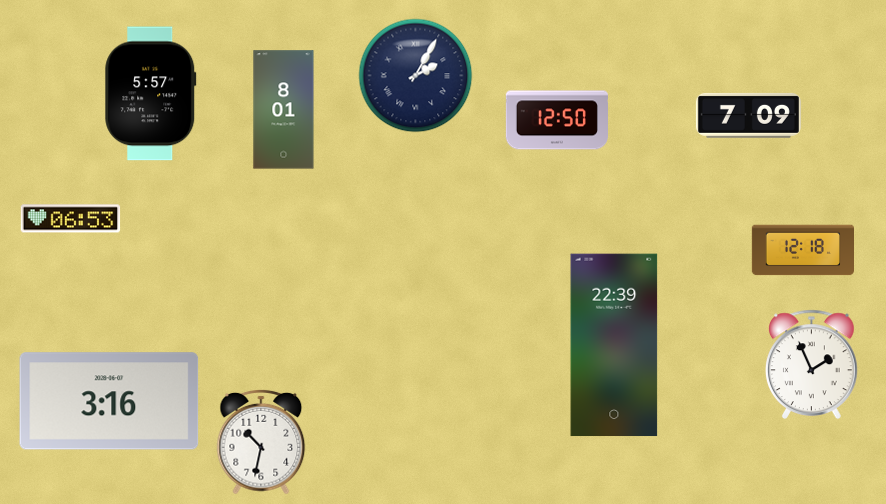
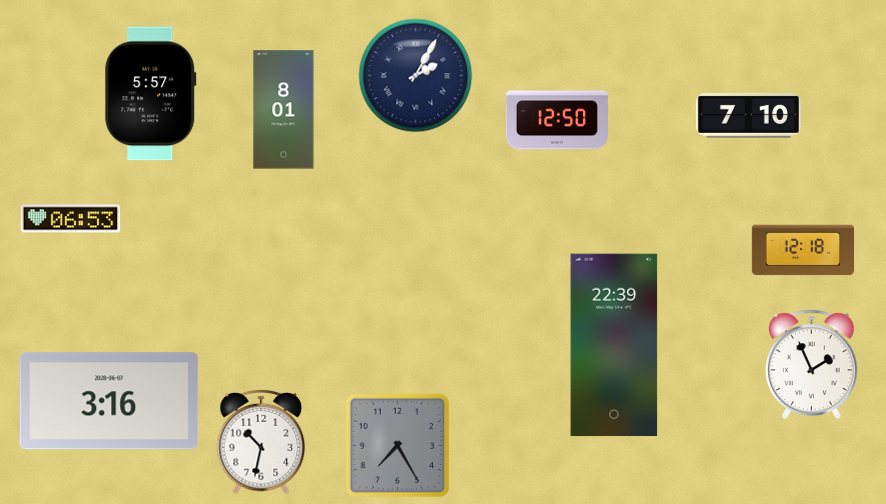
clock at (748, 115): 7:09 -> 7:10
clock at (398, 446): none -> 7:25
